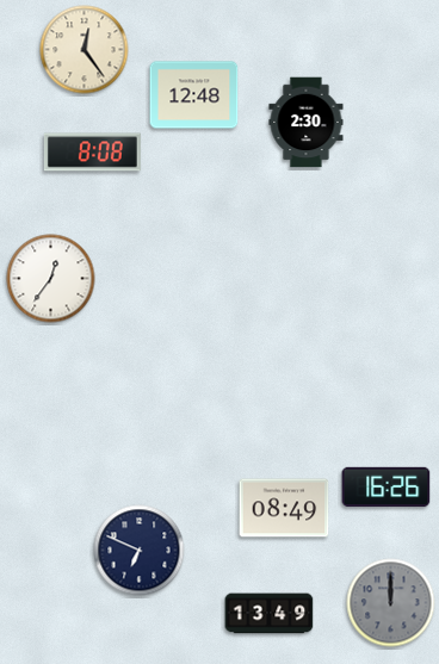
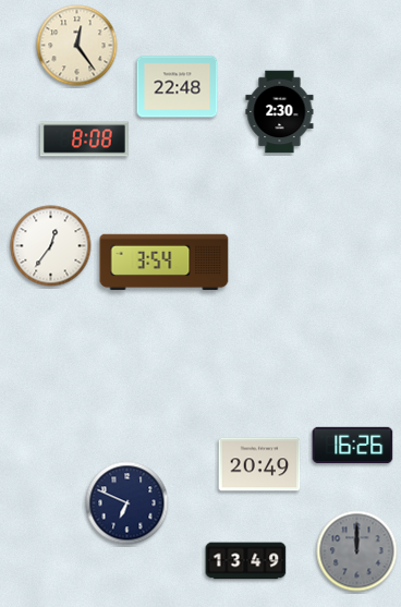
clock at (194, 95): 12:48 -> 22:48
clock at (51, 279) position: (51, 279) -> (51, 246)
clock at (165, 263): none -> 3:54
clock at (284, 508): 08:49 -> 20:49
